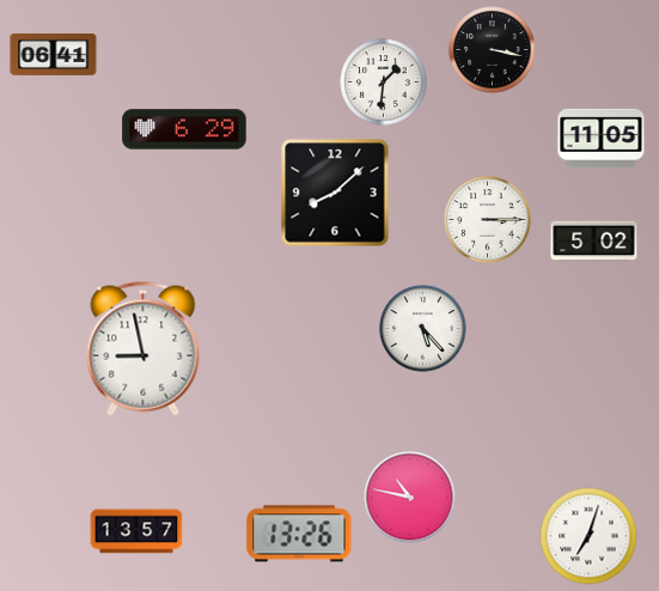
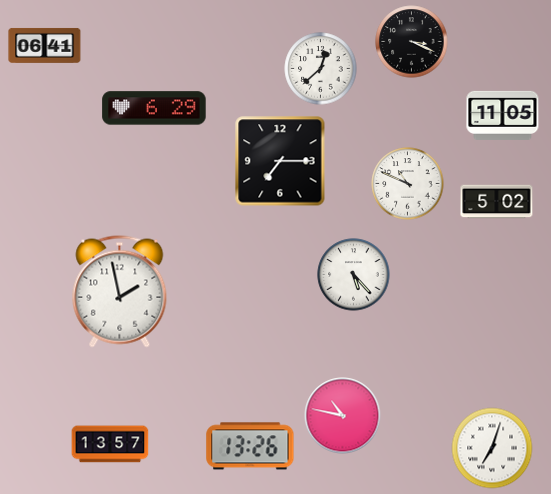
clock at (493, 50): 3:17 -> 3:19
clock at (384, 83): 1:31 -> 12:38
clock at (335, 193): 8:08 -> 7:15
clock at (488, 220): 3:15 -> 10:49
clock at (144, 349): 8:58 -> 1:58
clock at (136, 531) position: (136, 531) -> (110, 444)
